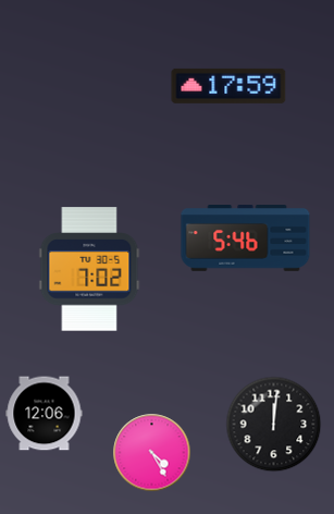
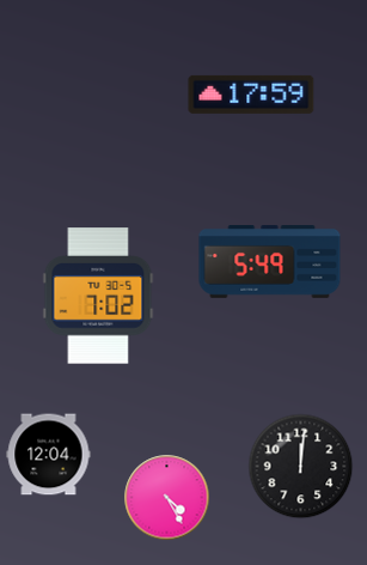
clock at (246, 238): 5:46 -> 5:49
clock at (45, 414): 12:06 -> 12:04
